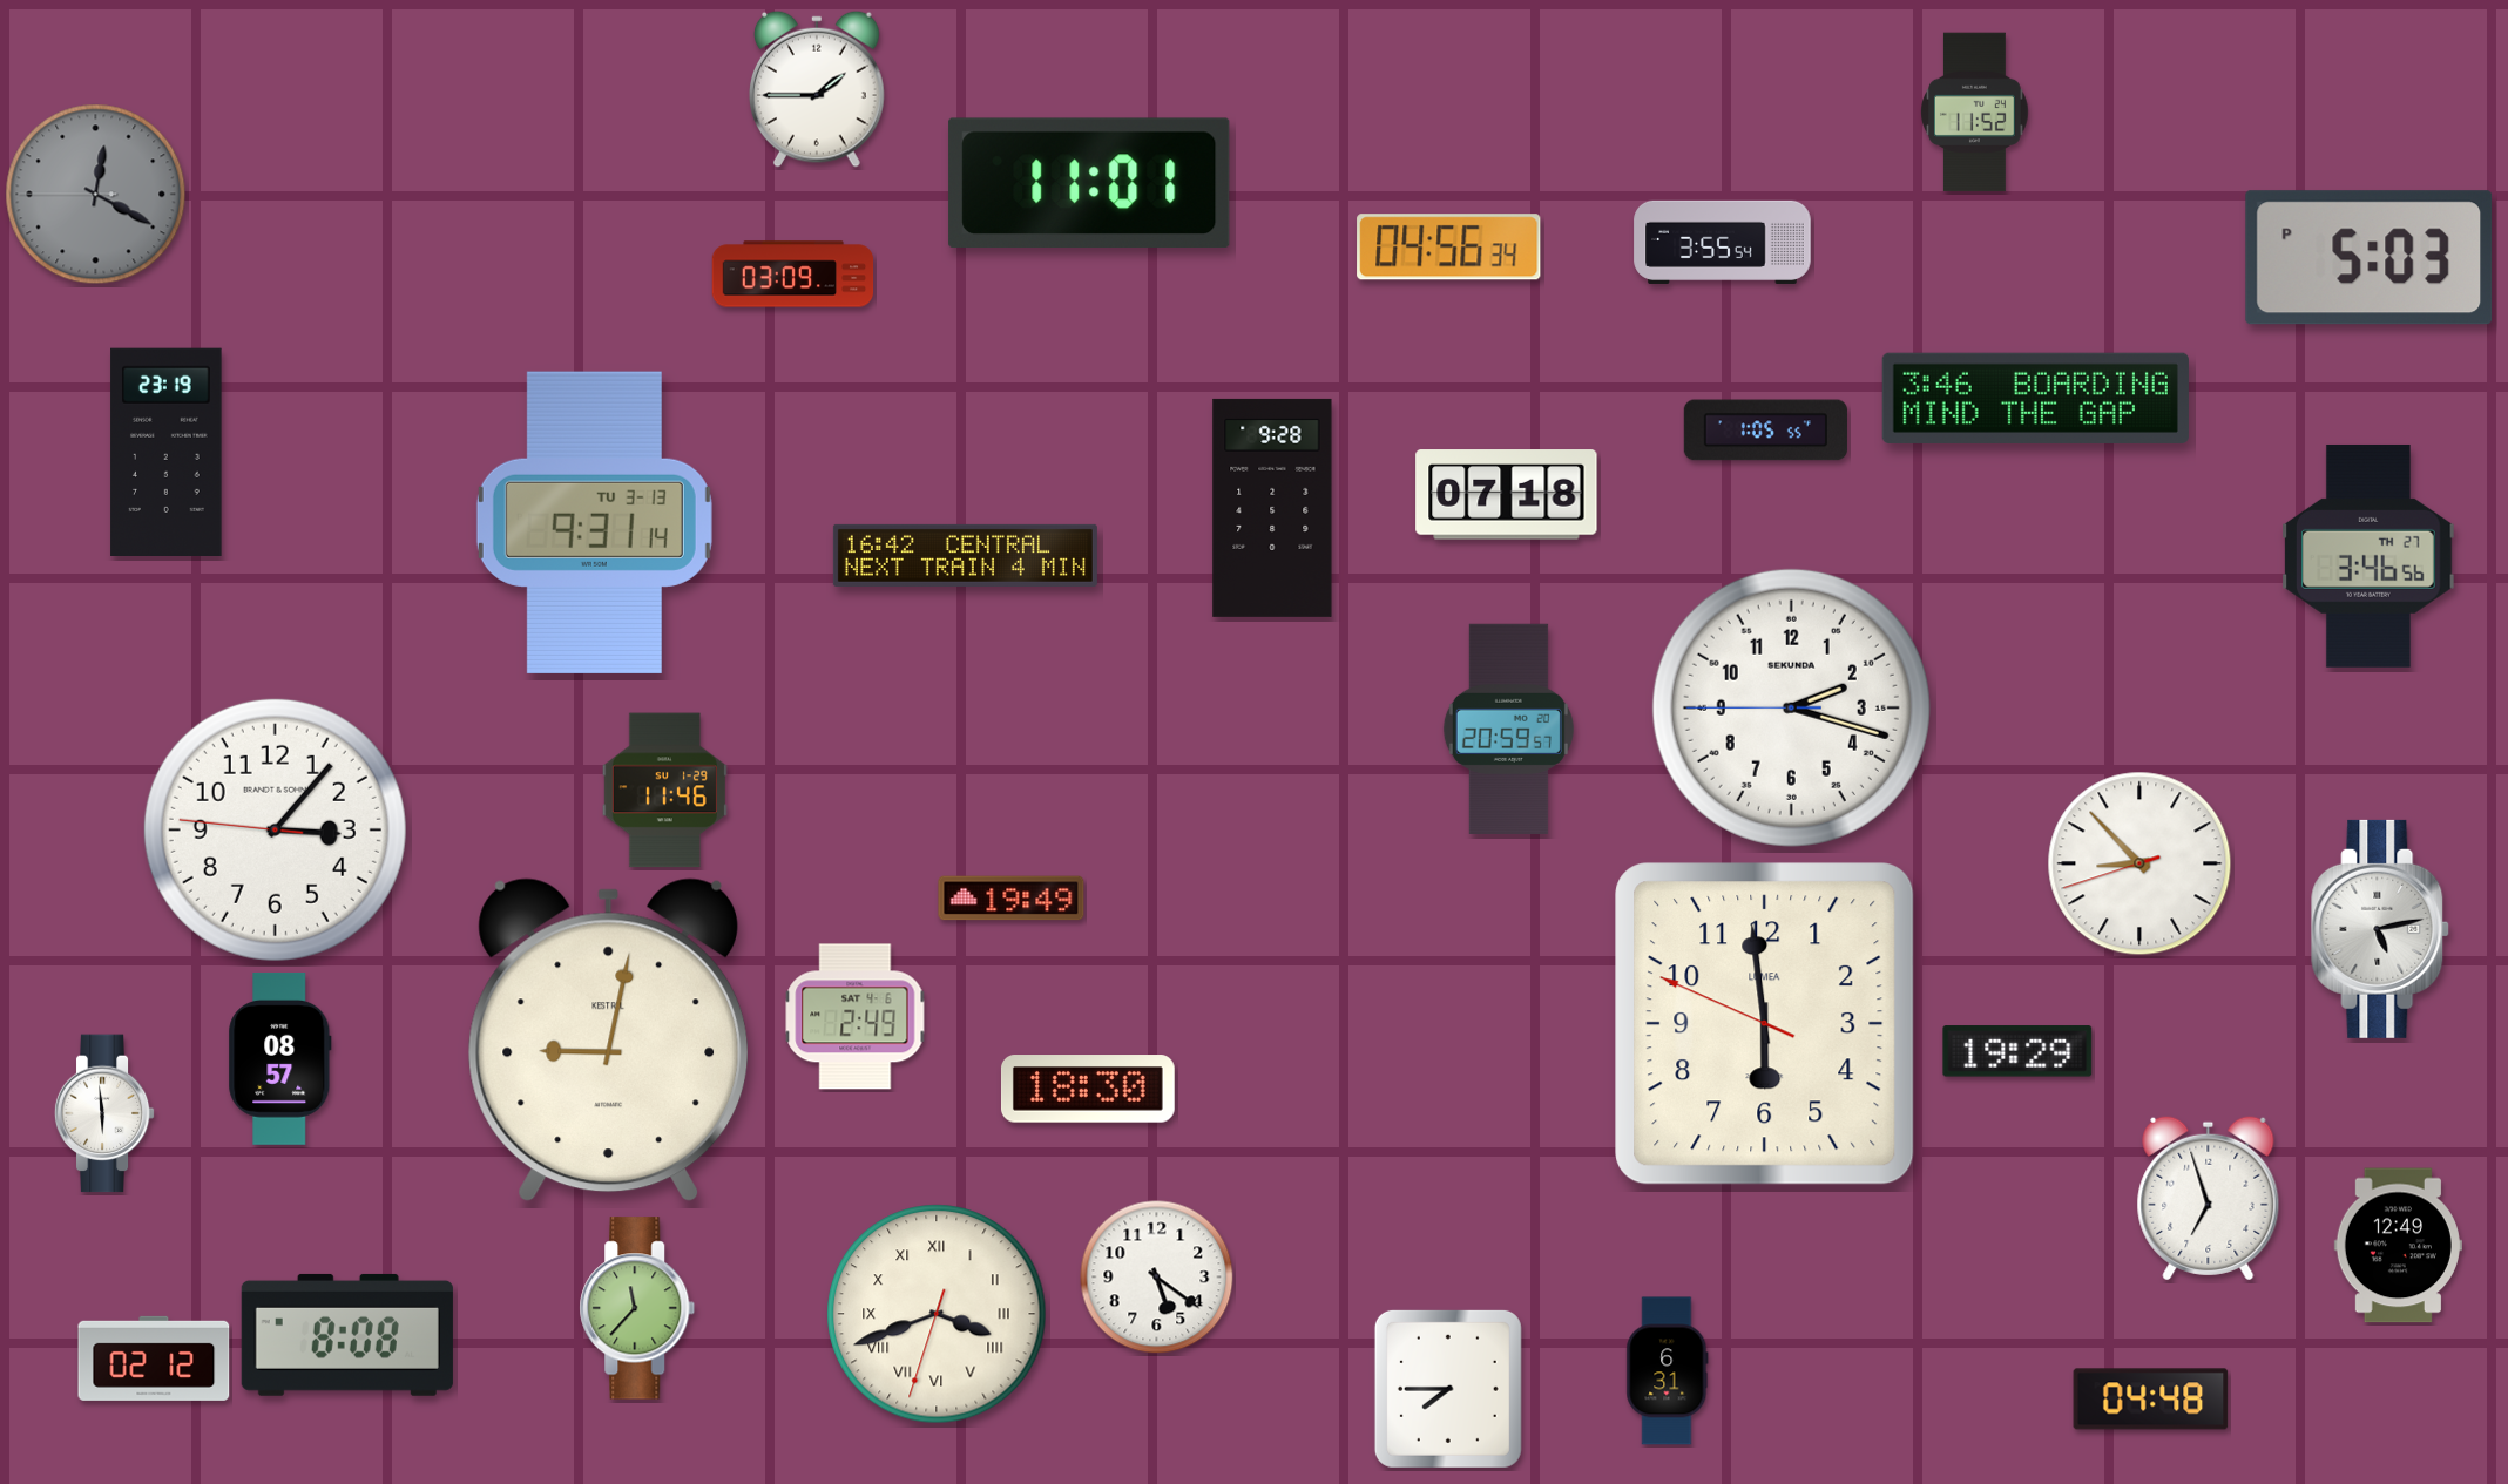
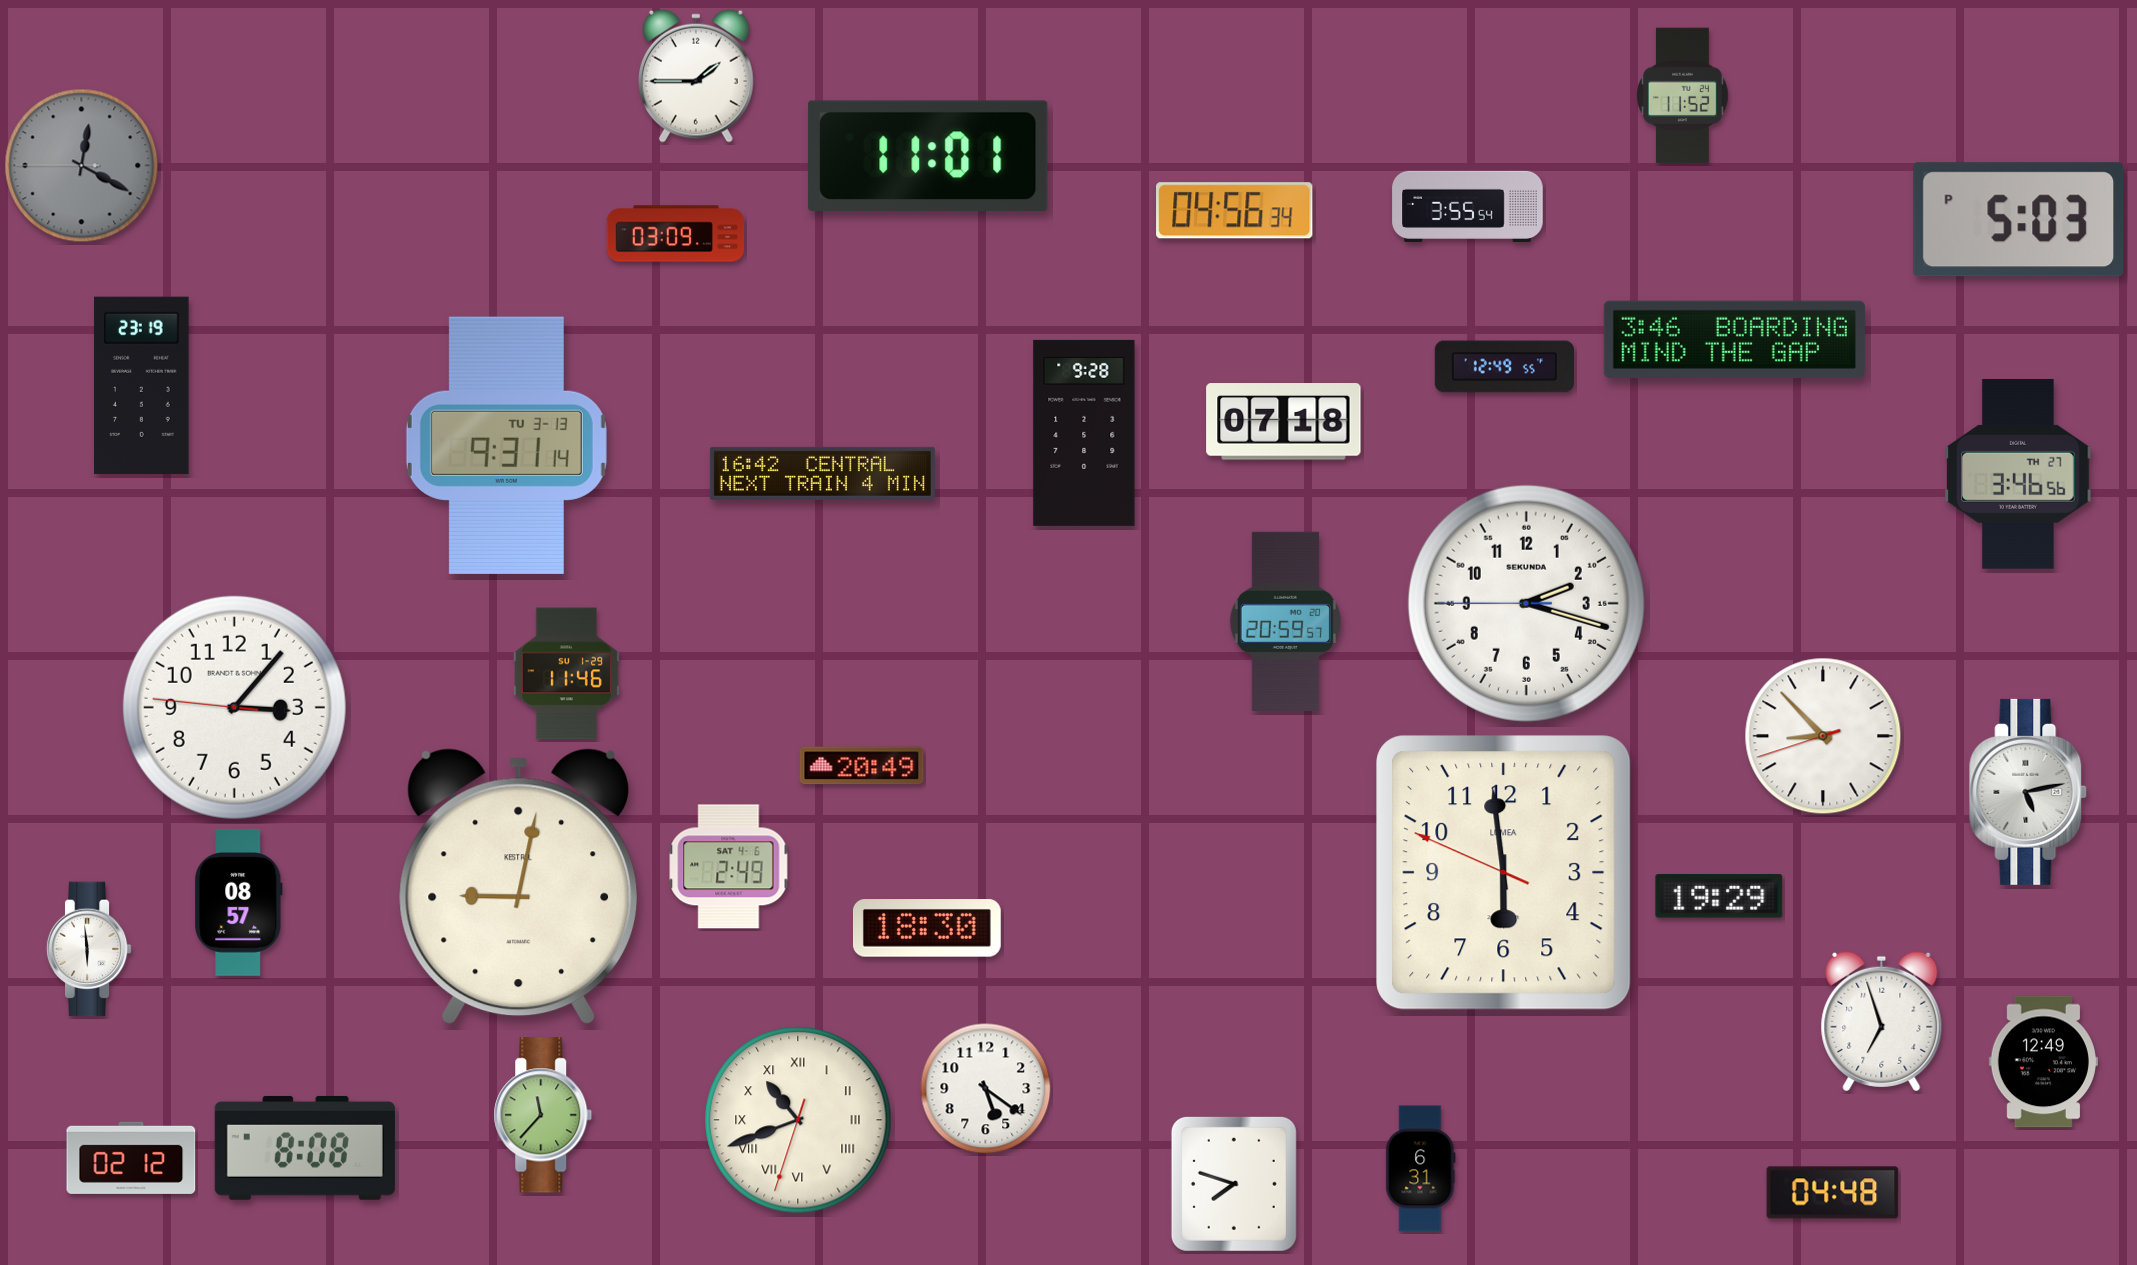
clock at (1765, 431): 1:05 -> 12:49
clock at (1012, 899): 19:49 -> 20:49
clock at (937, 1314): 3:41 -> 10:41
clock at (347, 1335) position: (347, 1335) -> (305, 1148)
clock at (1448, 1389): 7:45 -> 7:48
